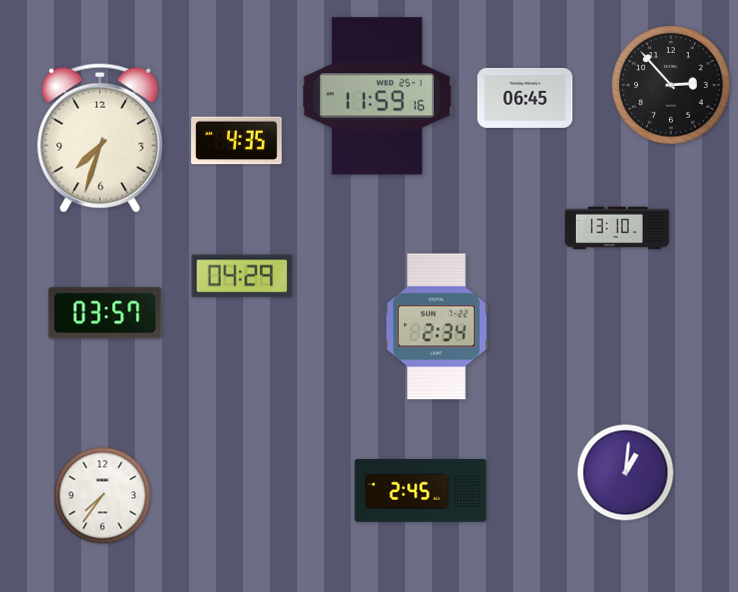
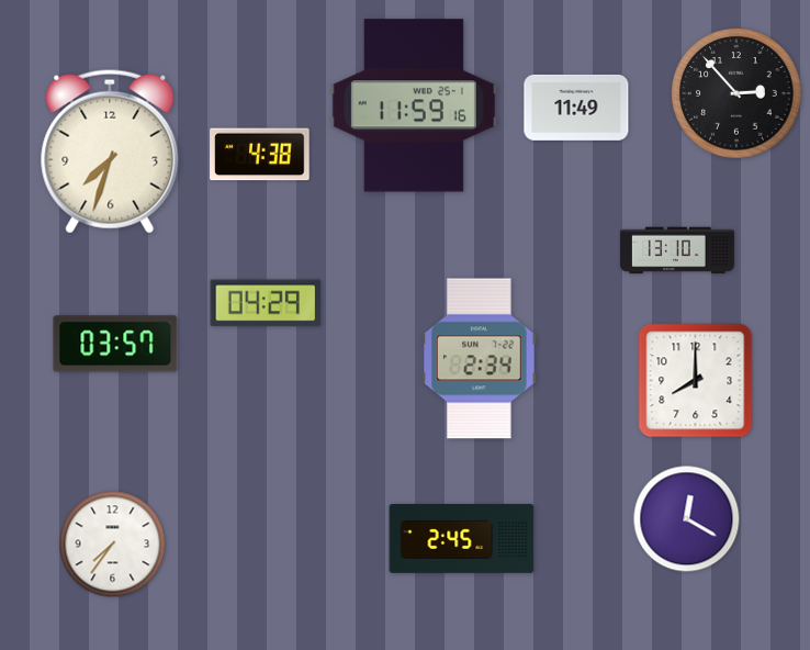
clock at (525, 98): 06:45 -> 11:49
clock at (237, 141): 4:35 -> 4:38
clock at (696, 381): none -> 8:00
clock at (626, 473): 1:01 -> 12:20
